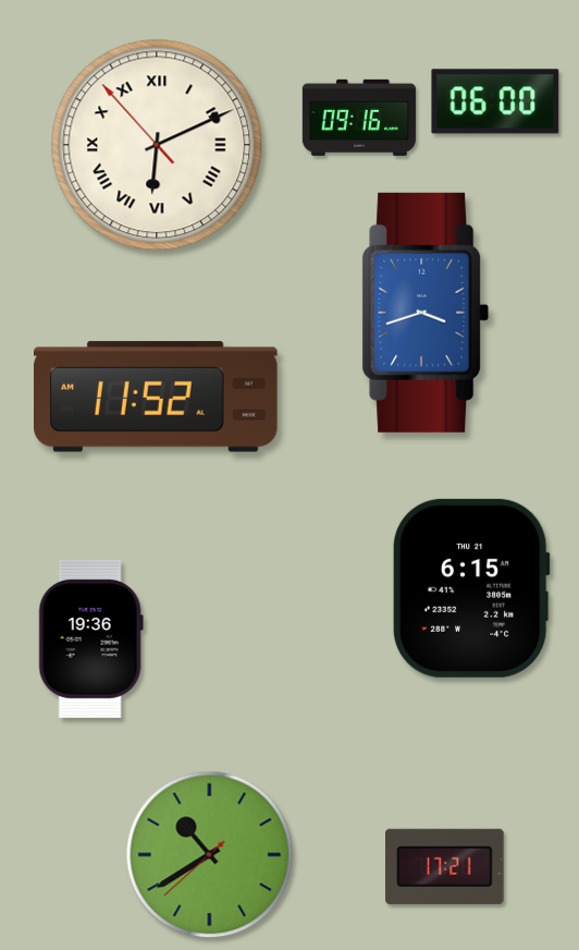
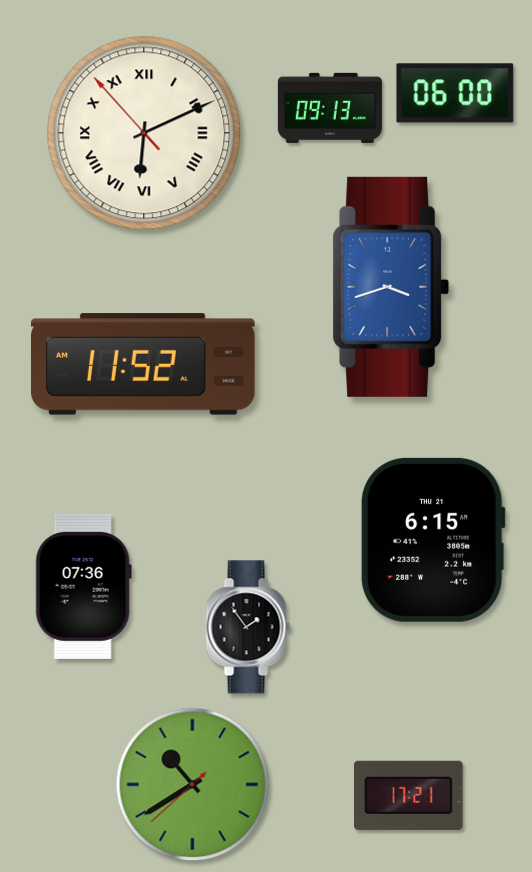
clock at (359, 118): 09:16 -> 09:13
clock at (90, 638): 19:36 -> 07:36
clock at (248, 627): none -> 1:54
